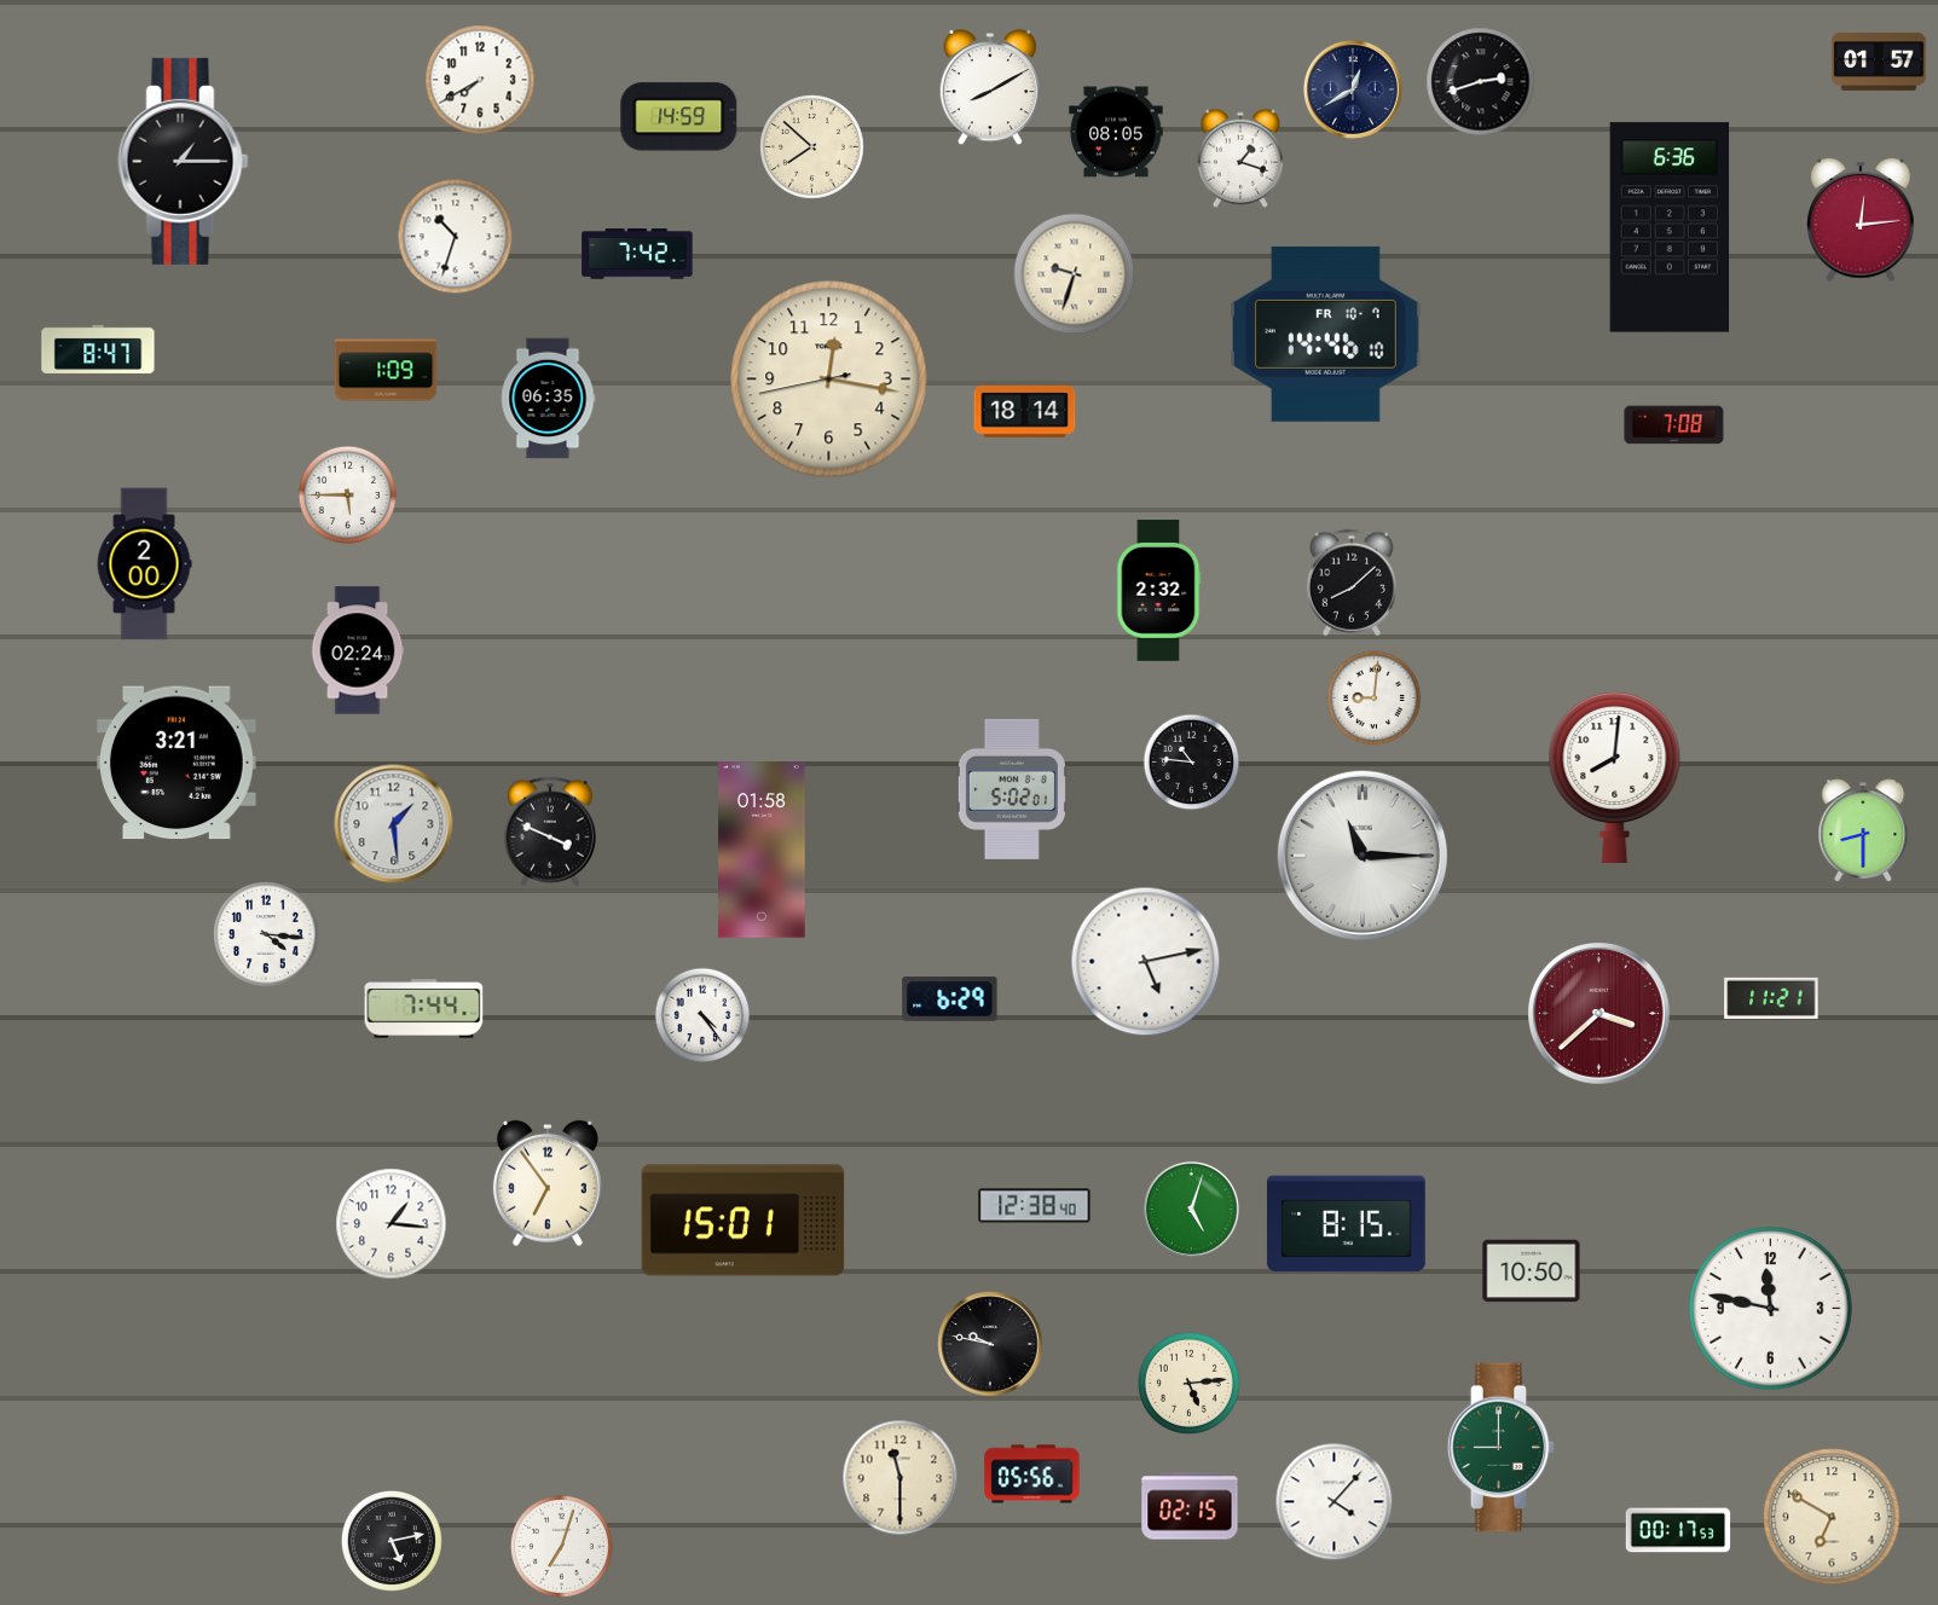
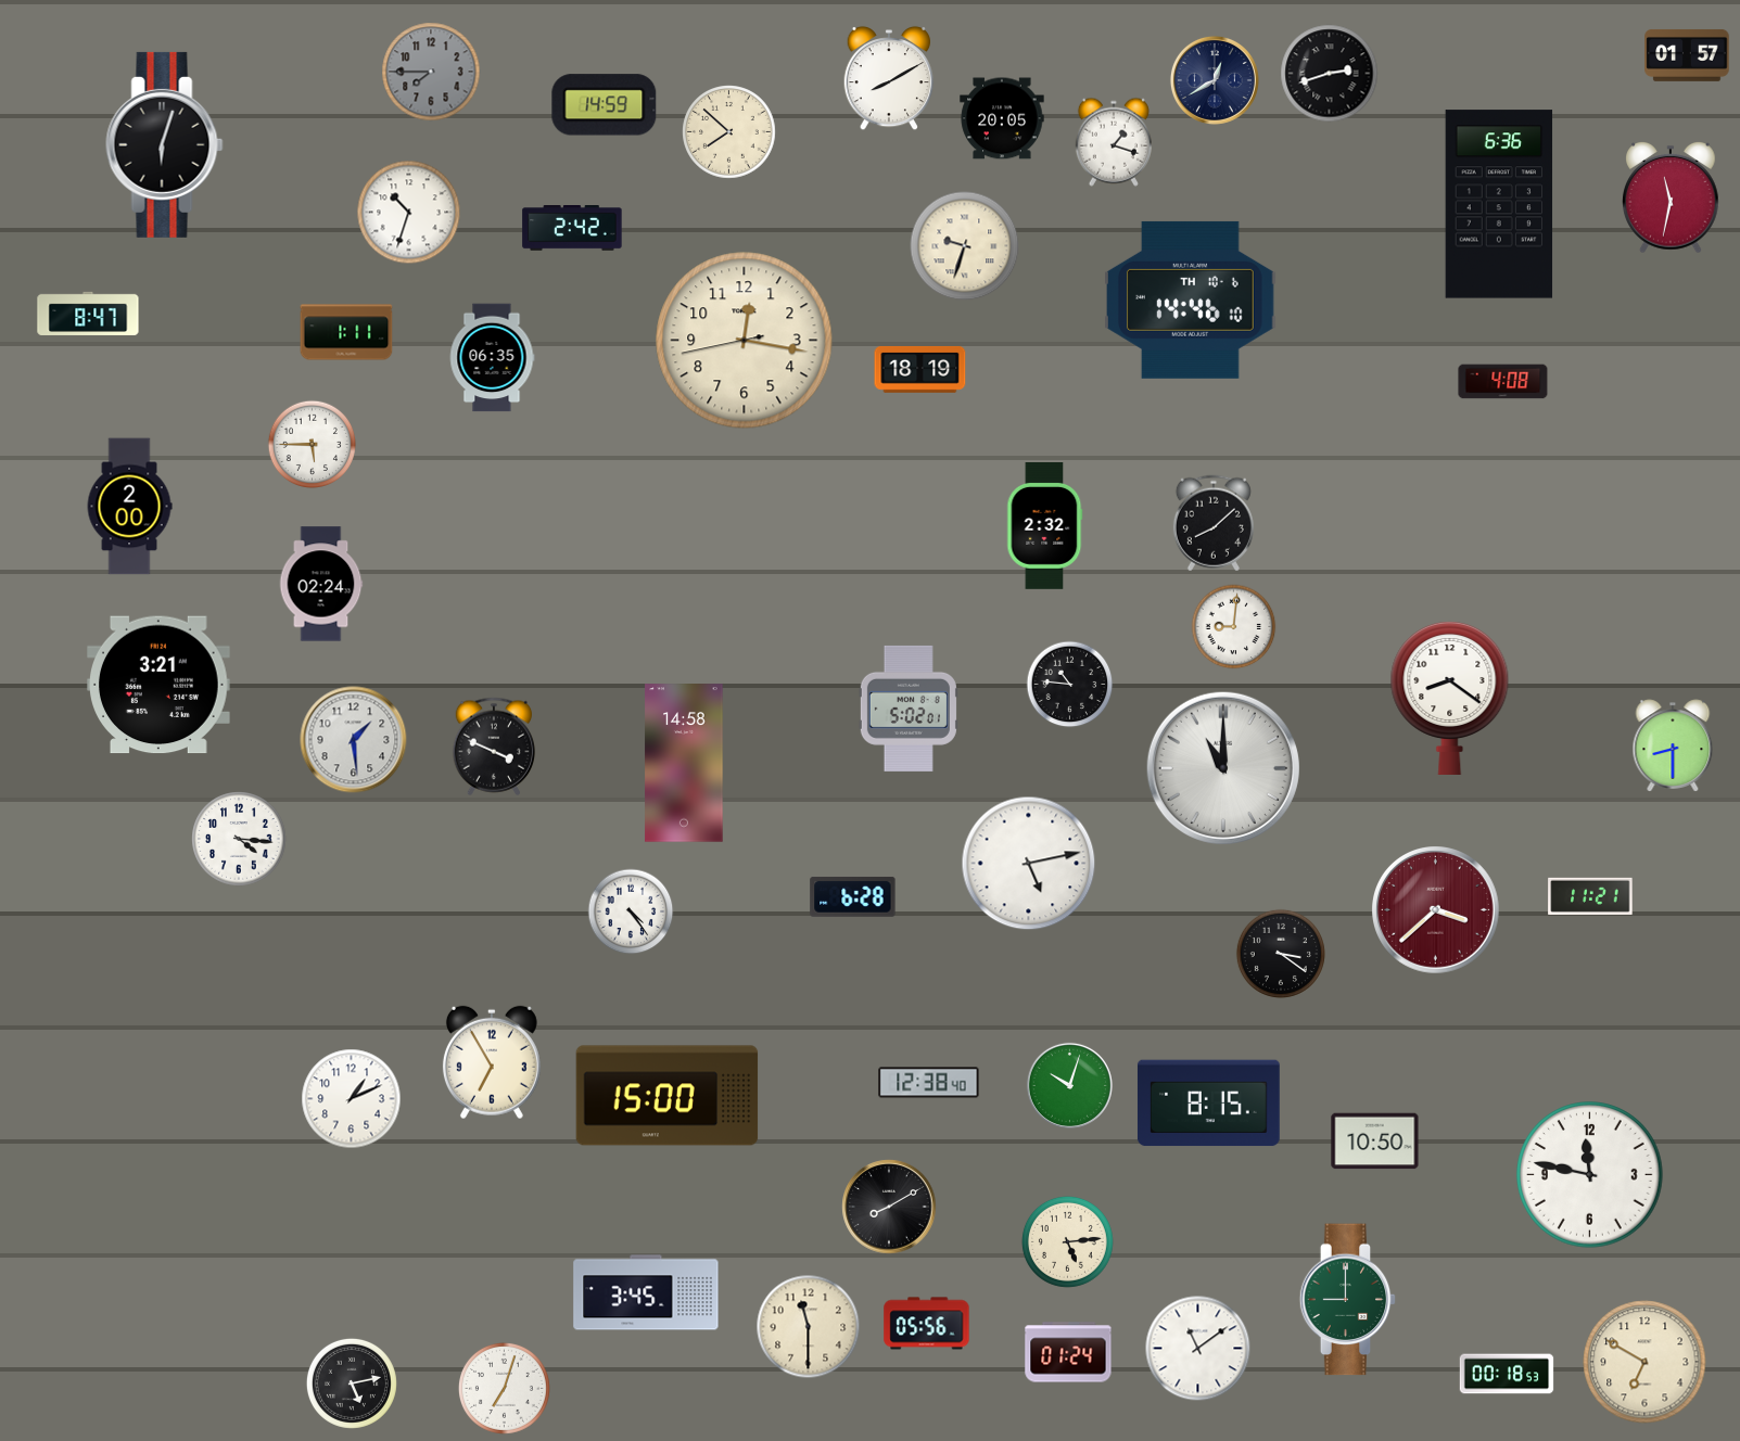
clock at (480, 80): 7:40 -> 7:45
clock at (480, 80) dial: white -> grey
clock at (679, 117) position: (679, 117) -> (605, 105)
clock at (1116, 132): 08:05 -> 20:05
clock at (184, 161): 1:15 -> 6:03
clock at (1862, 220): 12:14 -> 11:32
clock at (637, 255): 7:42 -> 2:42
clock at (1326, 334) date: FR 10-7 -> TH 10-6
clock at (386, 370): 1:09 -> 1:11
clock at (1025, 412): 18:14 -> 18:19
clock at (1674, 425): 7:08 -> 4:08
clock at (1159, 591) position: (1159, 591) -> (1045, 526)
clock at (1615, 777): 8:01 -> 8:21
clock at (762, 850): 01:58 -> 14:58
clock at (1363, 856): 11:15 -> 11:00
clock at (950, 998): 6:29 -> 6:28
clock at (424, 1009): 7:44 -> none
clock at (1281, 954): none -> 3:21
clock at (548, 1183): 6:54 -> 6:55
clock at (1191, 1209): 5:03 -> 10:03
clock at (744, 1221): 15:01 -> 15:00
clock at (392, 1224): 1:16 -> 1:11
clock at (1346, 1224) position: (1346, 1224) -> (1208, 1104)
clock at (990, 1344): 9:47 -> 8:10
clock at (646, 1292): none -> 3:45
clock at (1335, 1502): 4:07 -> 11:09
clock at (1190, 1506): 02:15 -> 01:24
clock at (1678, 1530): 00:17 -> 00:18
